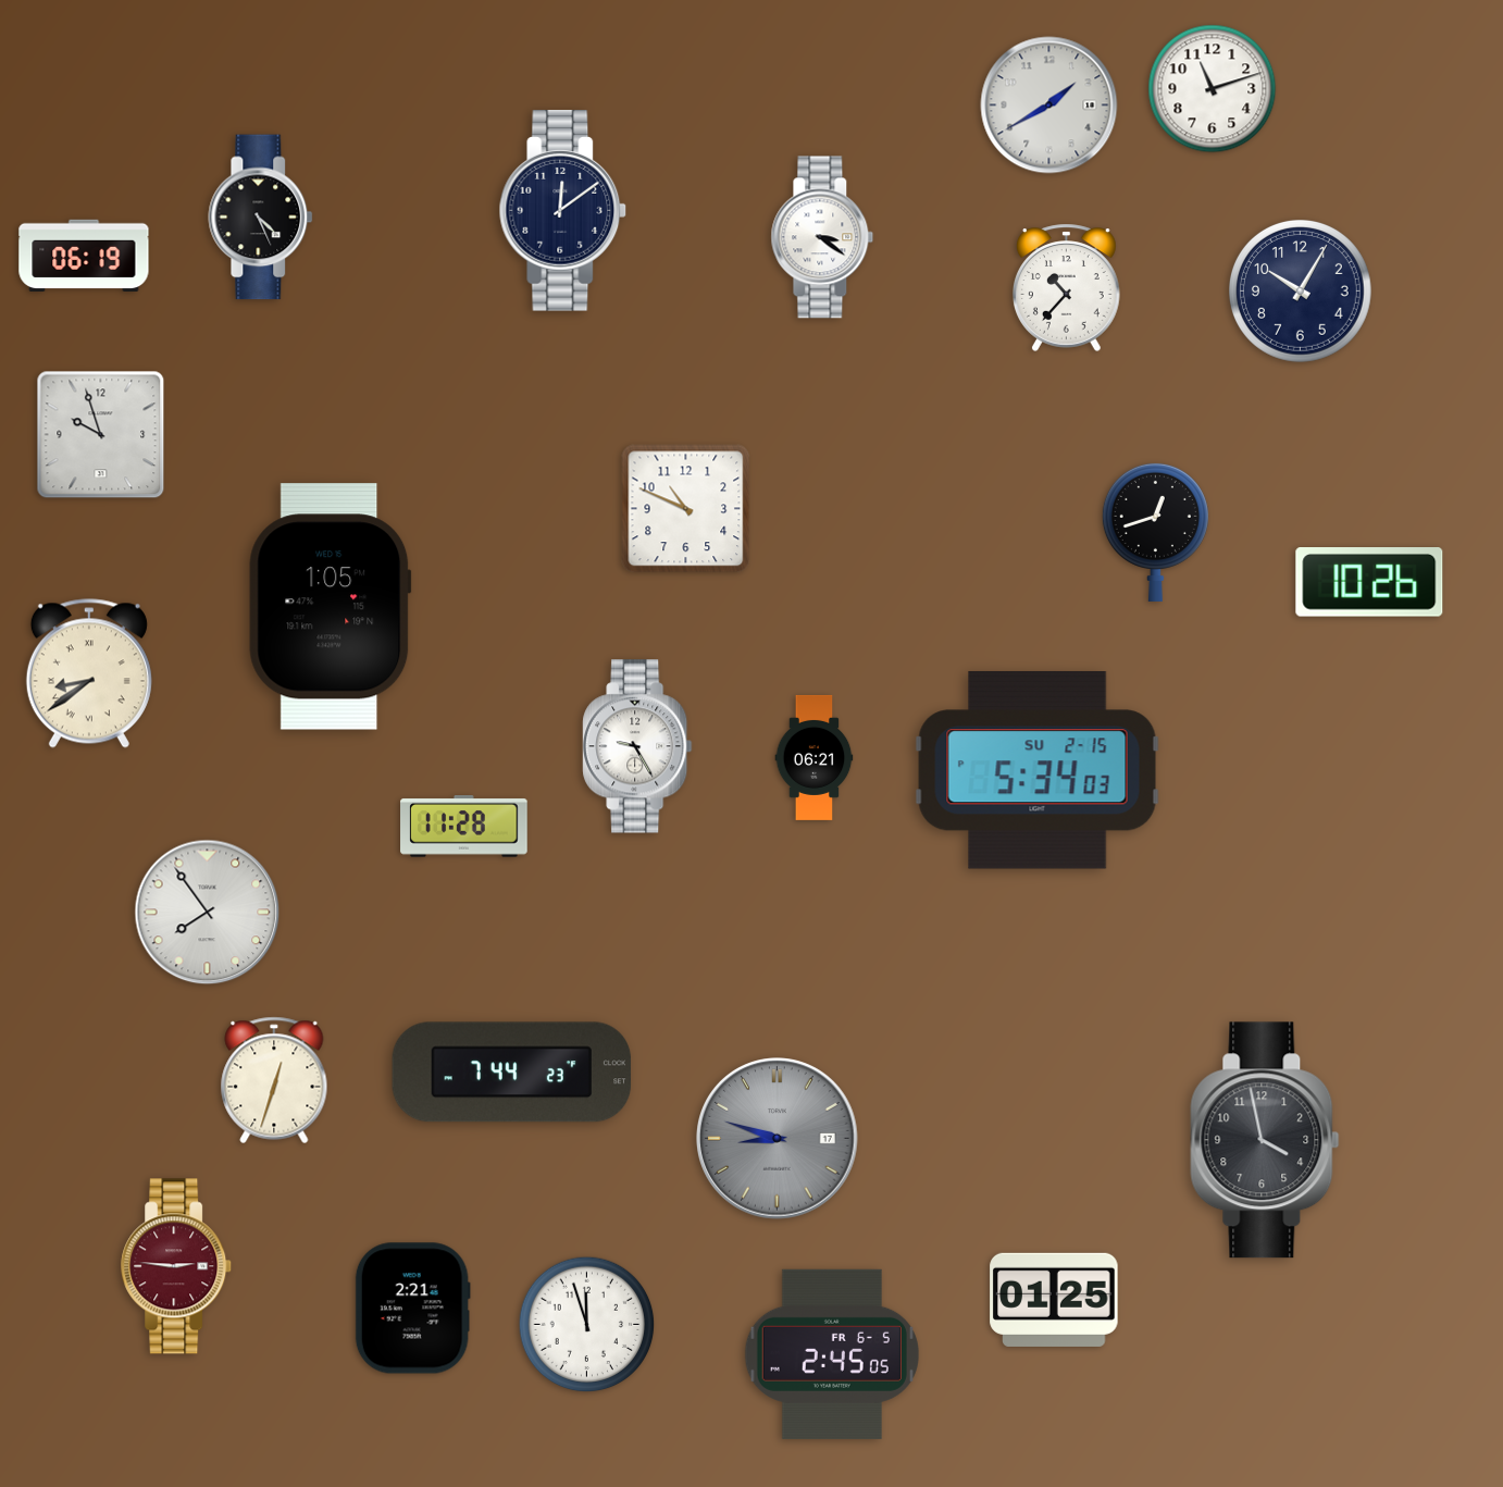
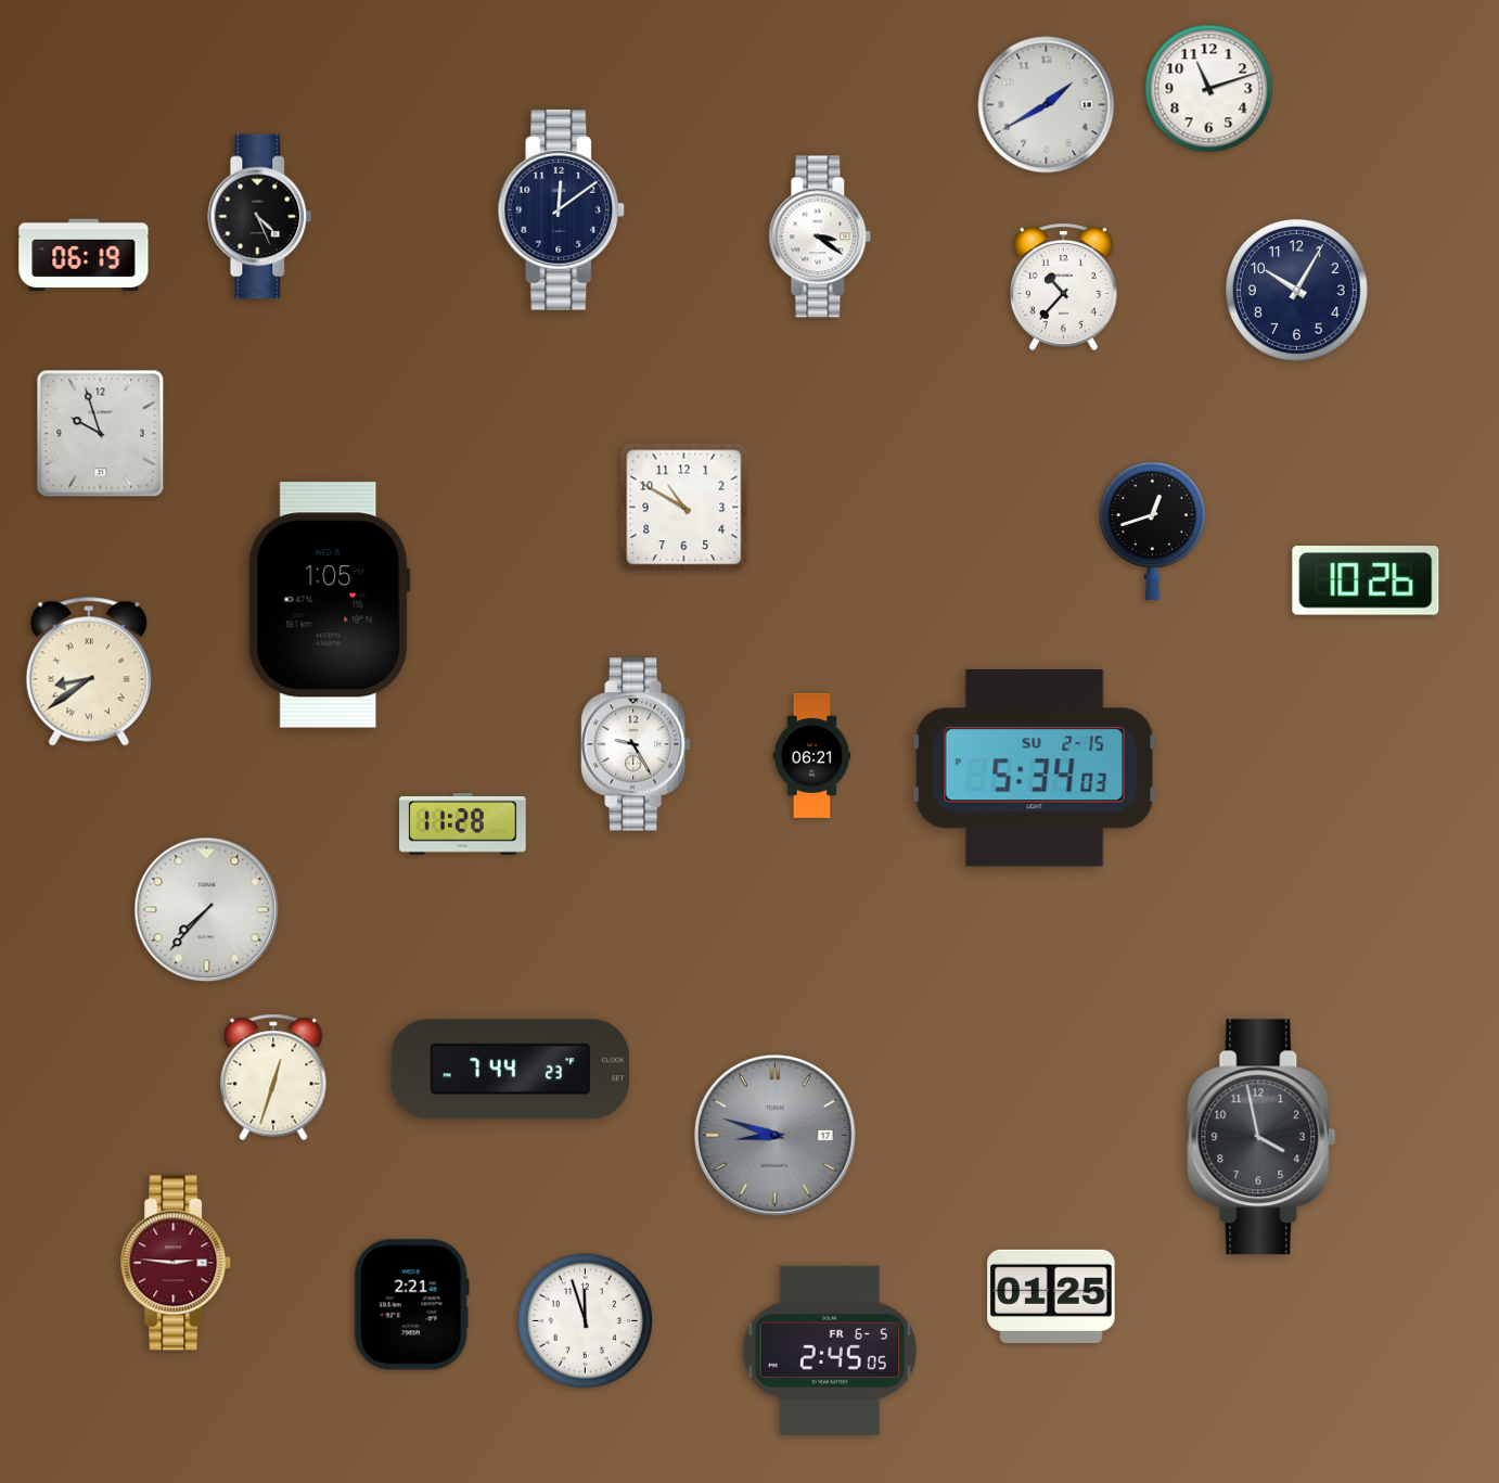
clock at (686, 509): 10:49 -> 10:50
clock at (208, 913): 7:54 -> 7:37
